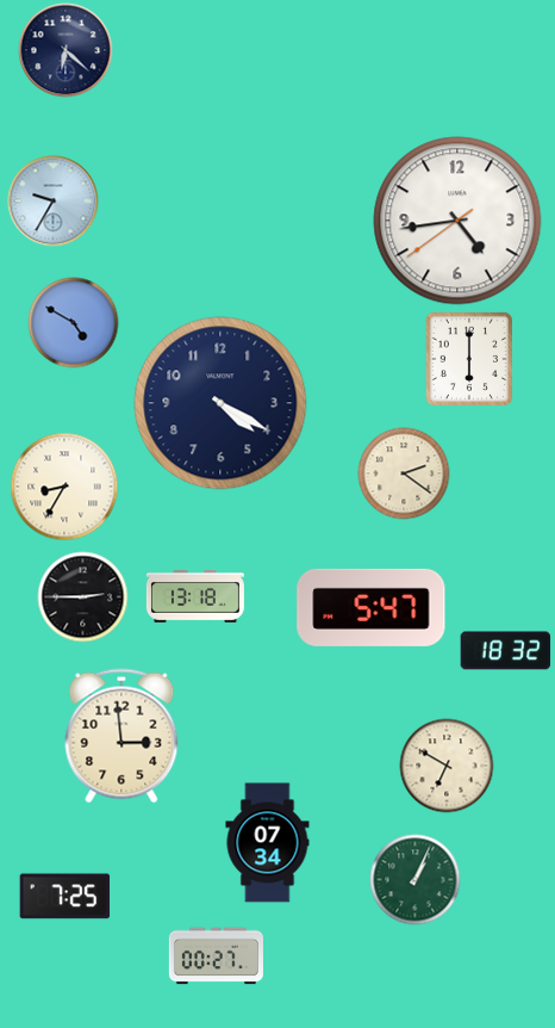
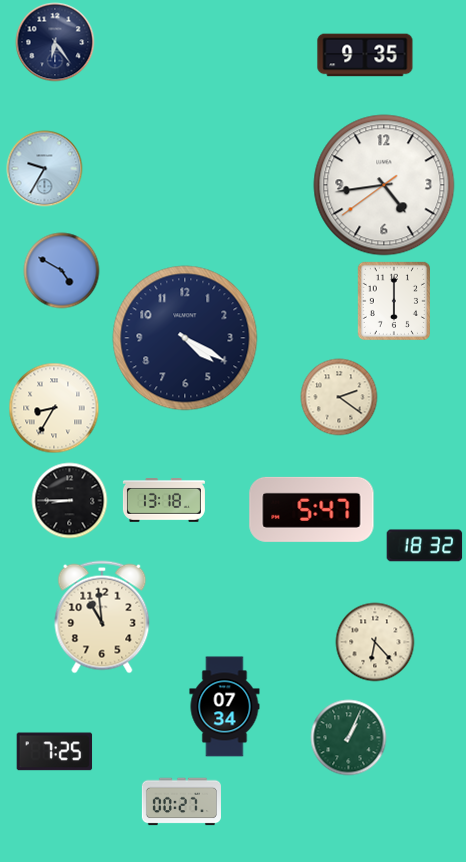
clock at (66, 50): 6:22 -> 6:24
clock at (365, 55): none -> 9:35
clock at (83, 597): 2:45 -> 8:45
clock at (121, 736): 2:59 -> 10:59
clock at (447, 766): 6:50 -> 6:23
